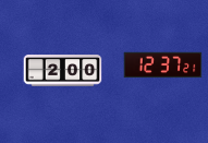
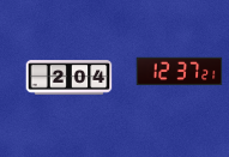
clock at (63, 71): 2:00 -> 2:04
